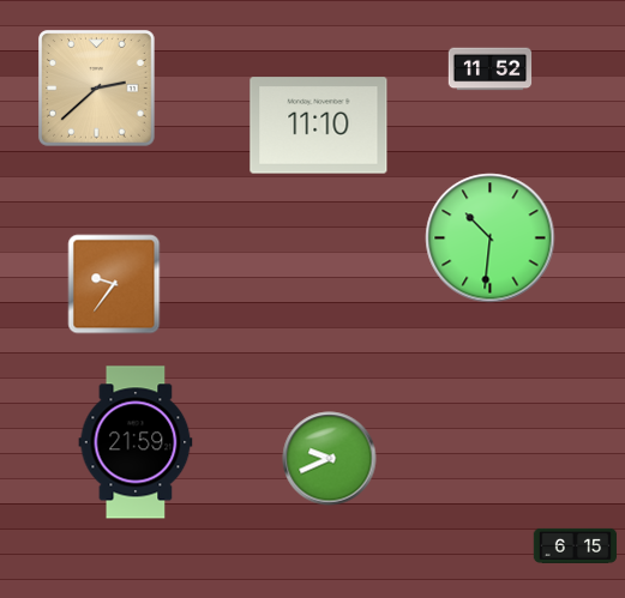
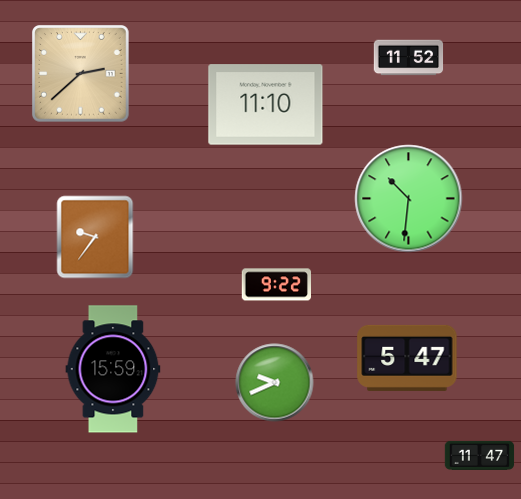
clock at (276, 285): none -> 9:22
clock at (407, 358): none -> 5:47
clock at (136, 442): 21:59 -> 15:59
clock at (576, 545): 6:15 -> 11:47
